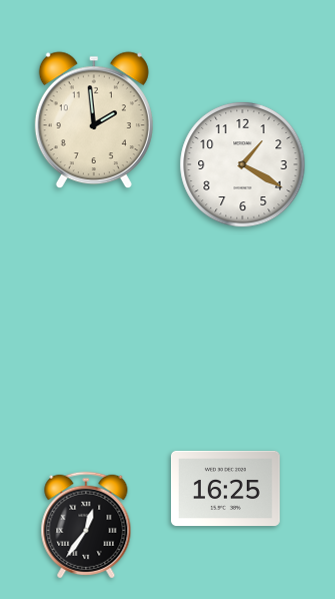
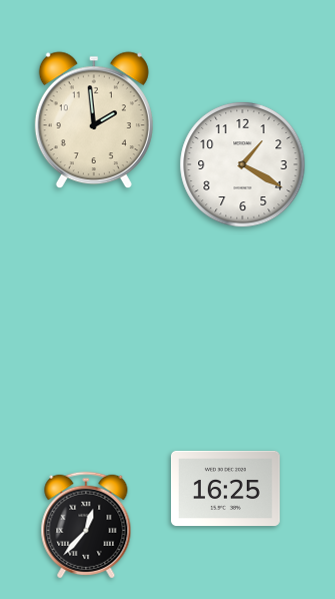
clock at (86, 525): 12:36 -> 12:37
